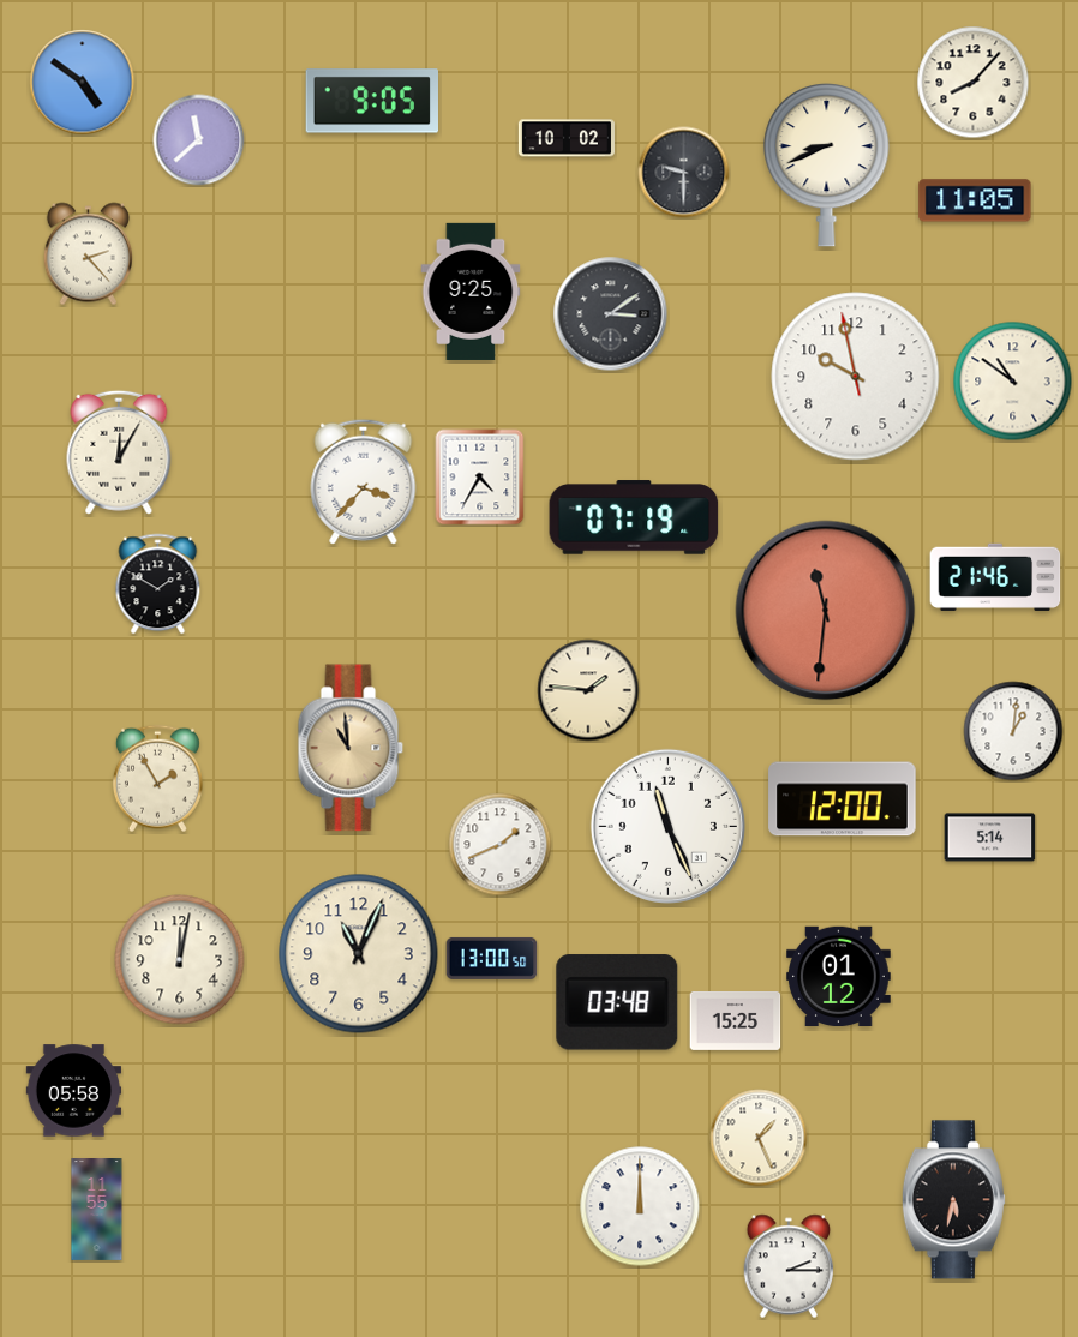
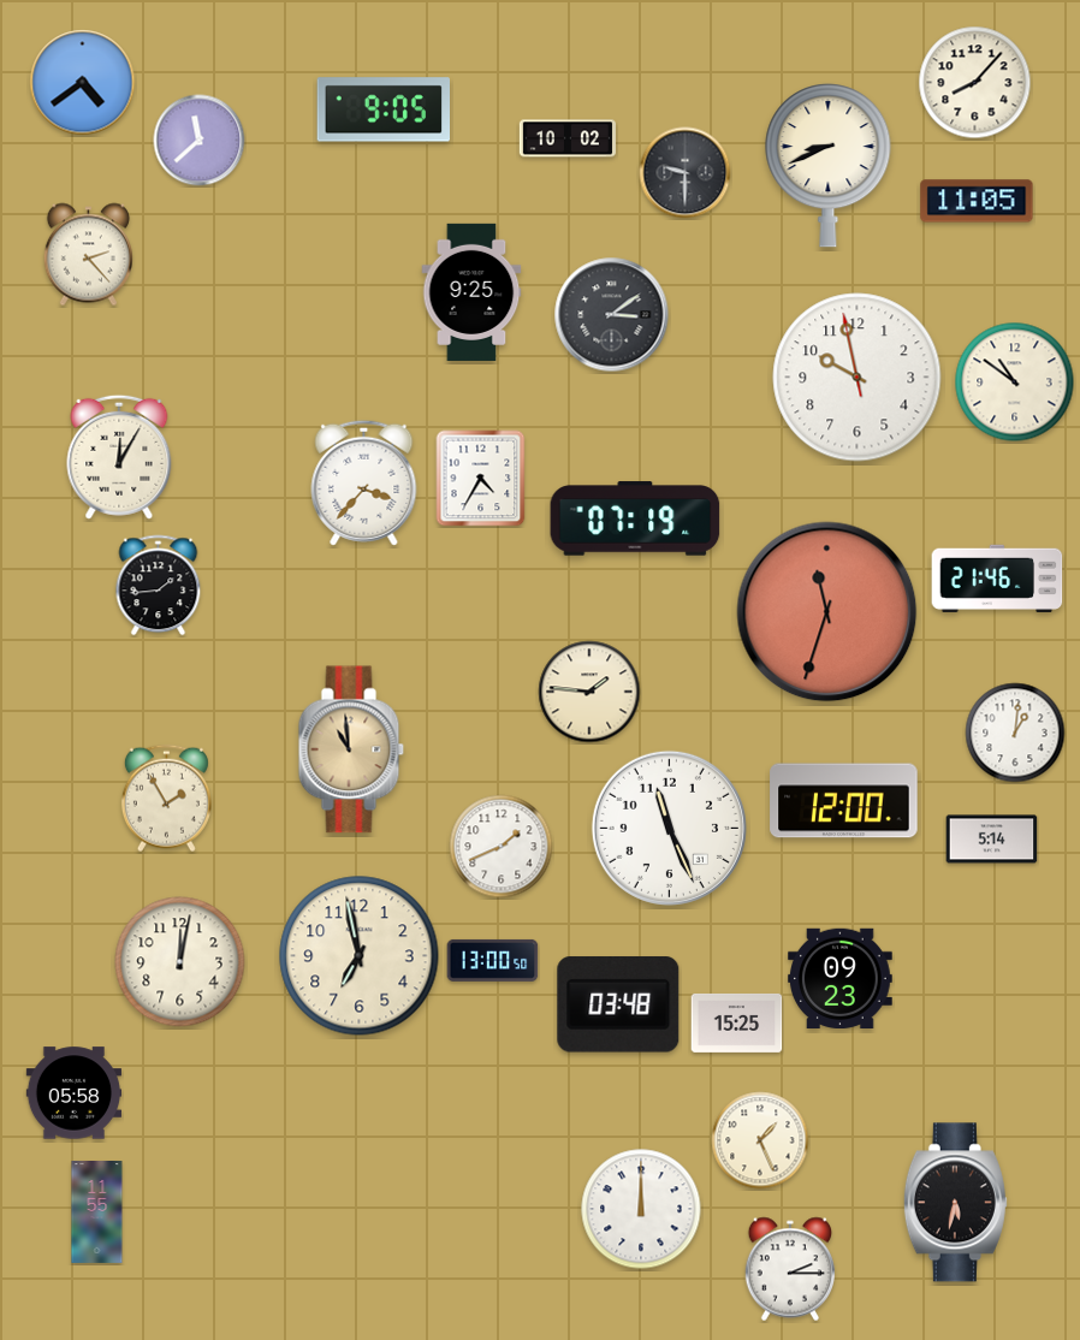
clock at (83, 83): 4:51 -> 4:39
clock at (371, 101) position: (371, 101) -> (382, 109)
clock at (119, 452) position: (119, 452) -> (119, 457)
clock at (158, 584): 1:50 -> 1:44
clock at (826, 611): 11:31 -> 11:33
clock at (157, 779) position: (157, 779) -> (166, 799)
clock at (359, 954): 11:04 -> 6:58
clock at (839, 976): 01:12 -> 09:23
